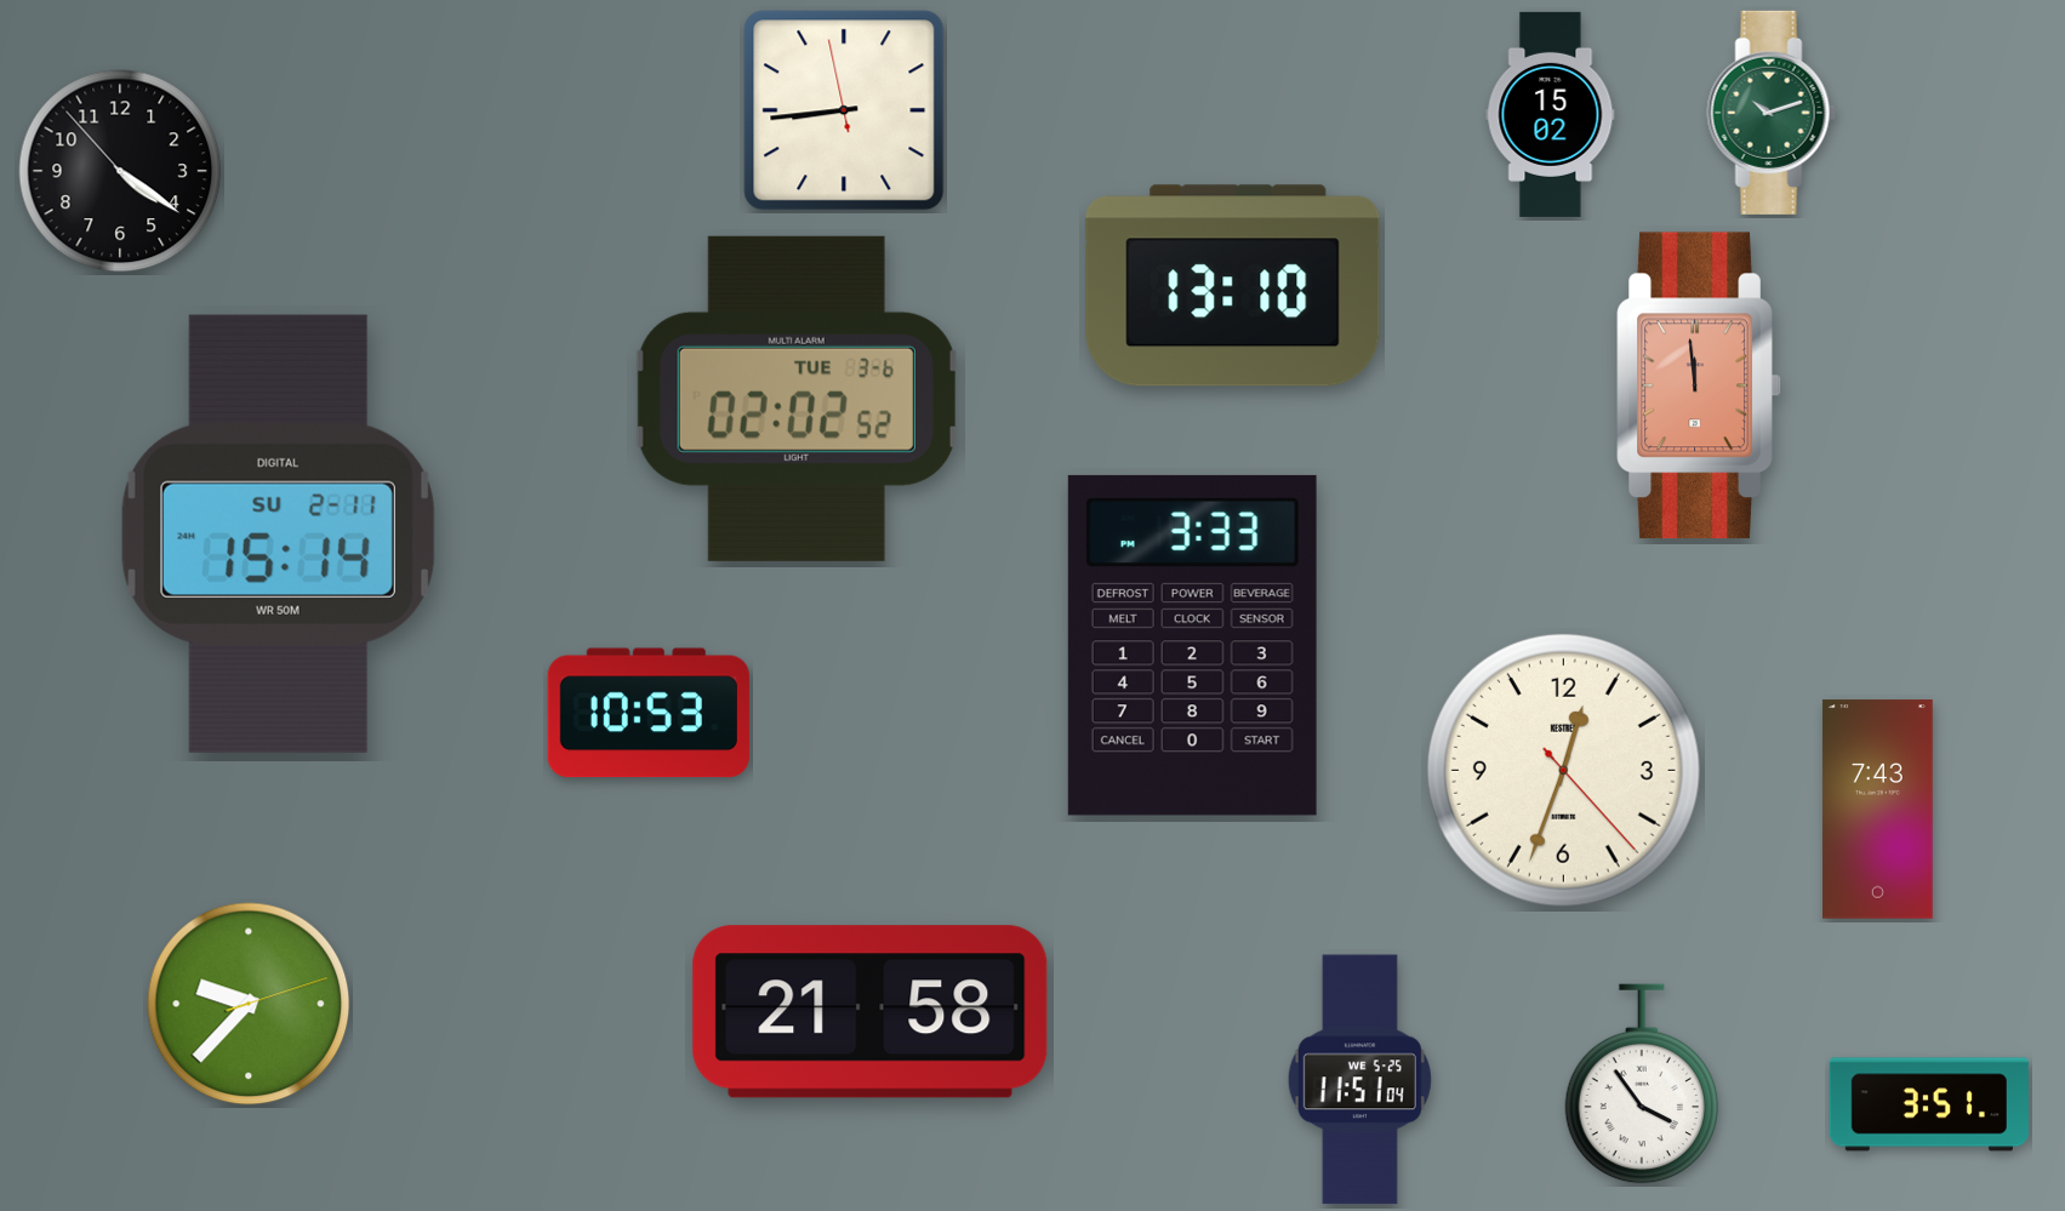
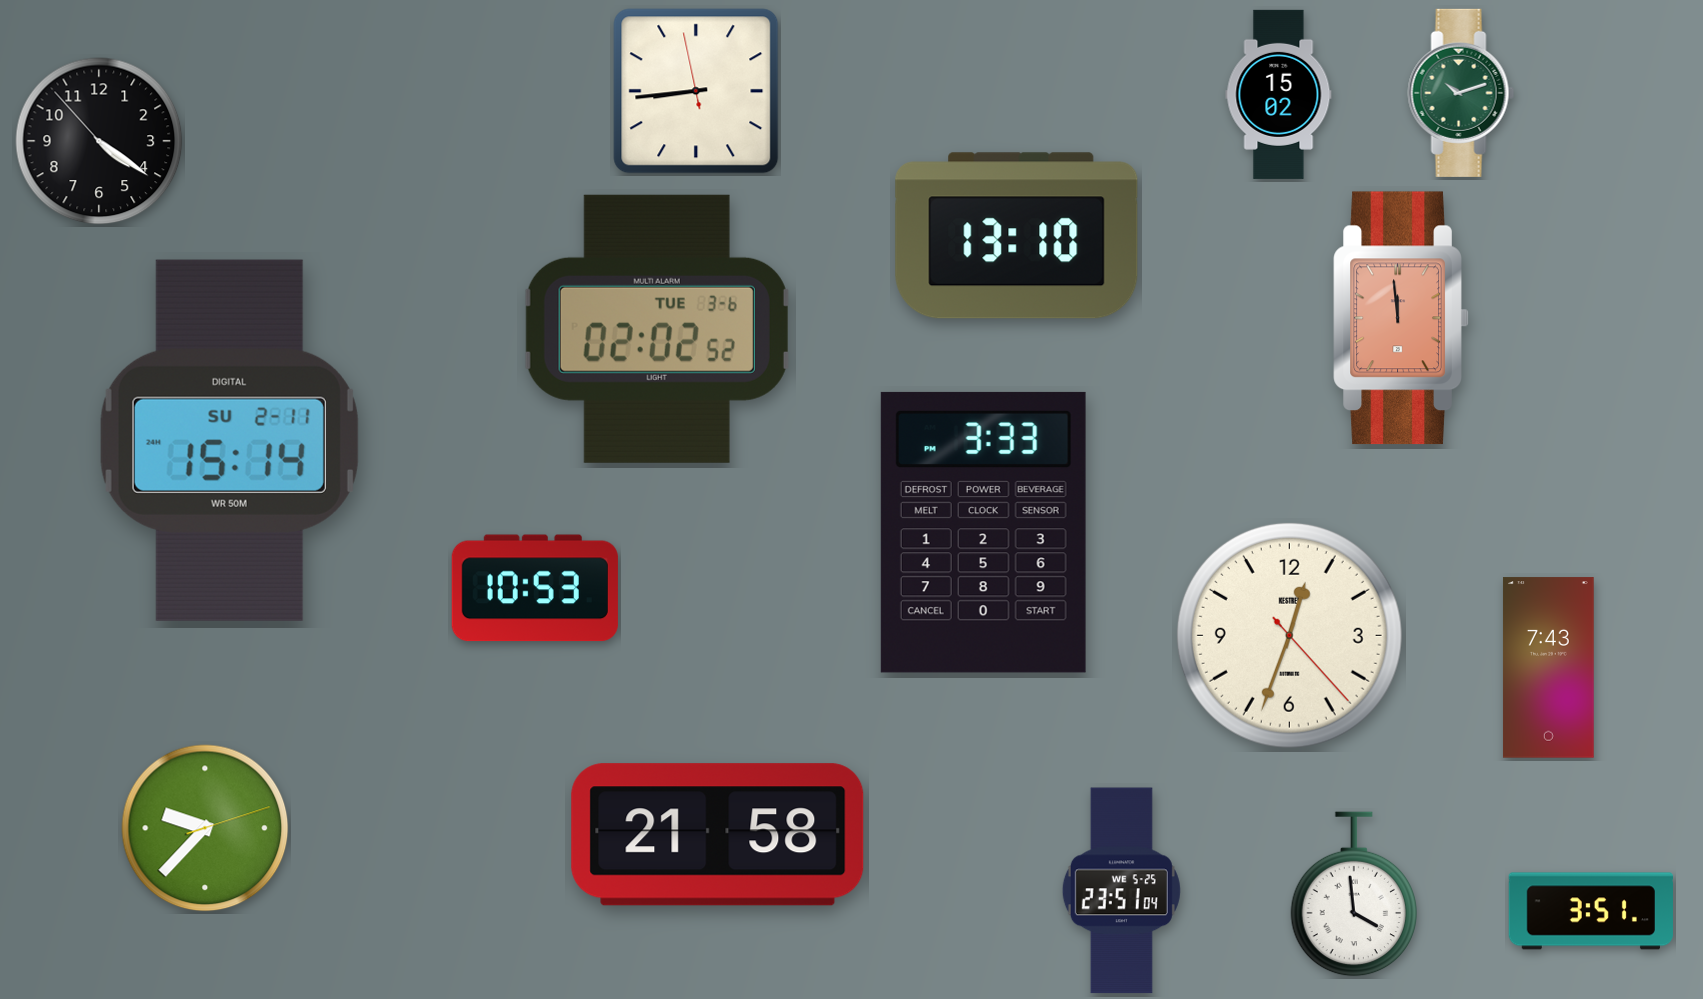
clock at (1359, 1080): 11:51 -> 23:51
clock at (1641, 1084): 3:54 -> 3:59
